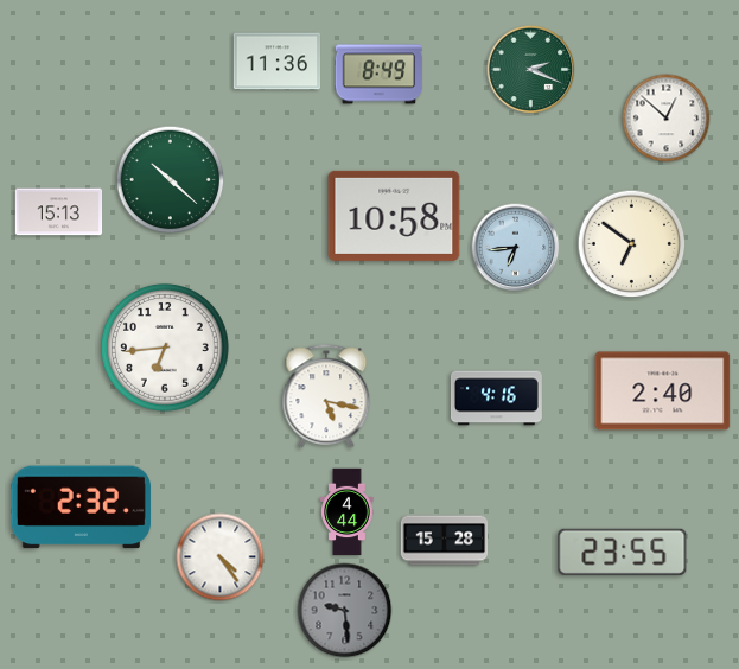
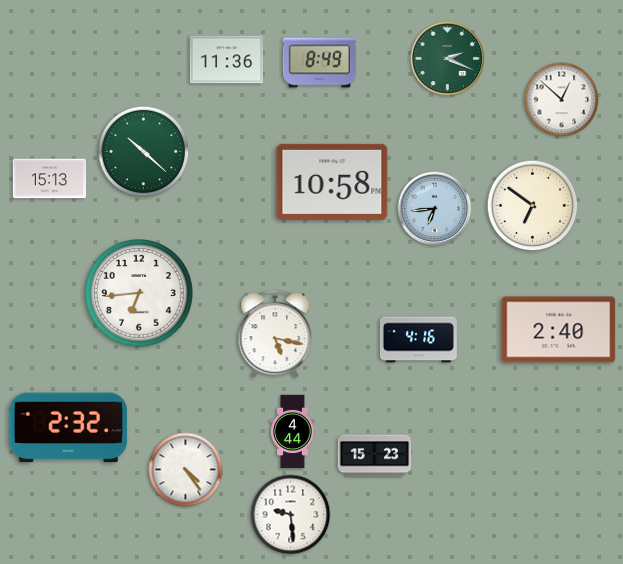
clock at (278, 62) position: (278, 62) -> (227, 60)
clock at (496, 399) position: (496, 399) -> (418, 340)
clock at (445, 541): 15:28 -> 15:23
clock at (623, 552): 23:55 -> none
clock at (345, 611) dial: grey -> white
